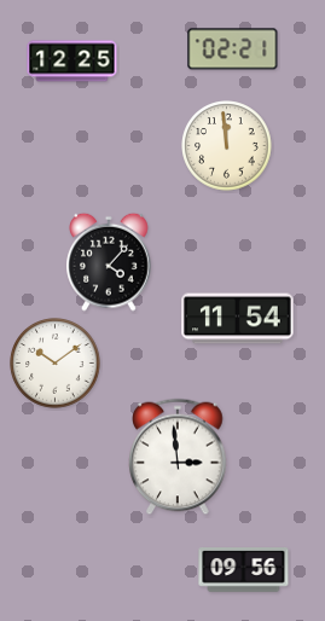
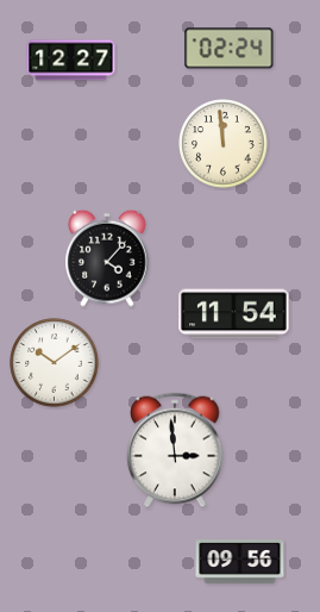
clock at (233, 50): 02:21 -> 02:24
clock at (72, 62): 12:25 -> 12:27
clock at (56, 364) position: (56, 364) -> (55, 363)
